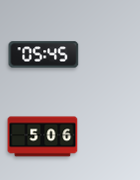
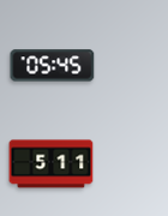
clock at (43, 137): 5:06 -> 5:11
